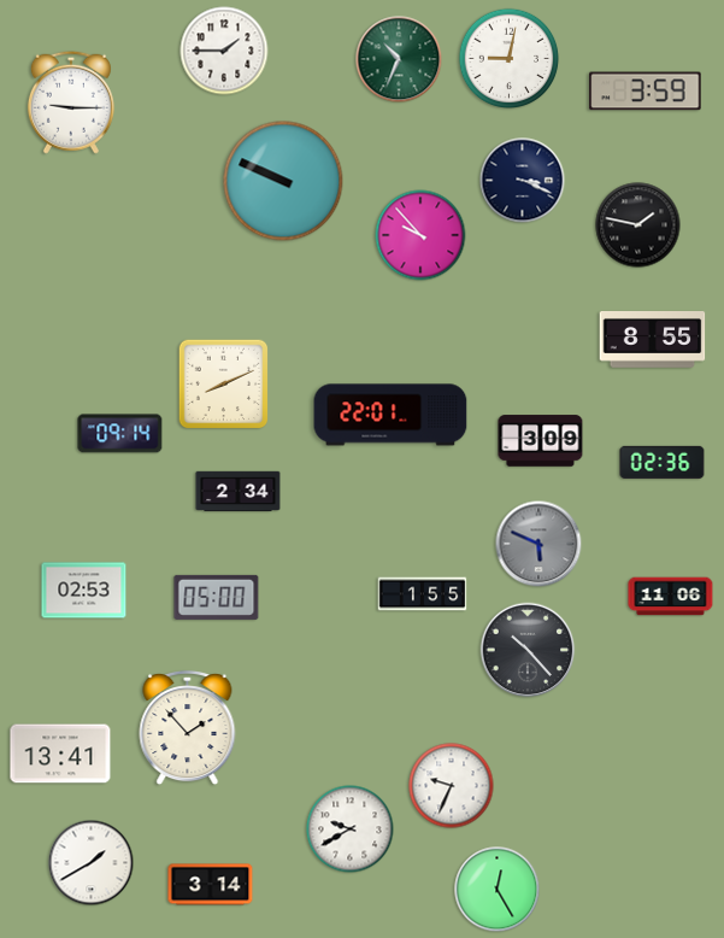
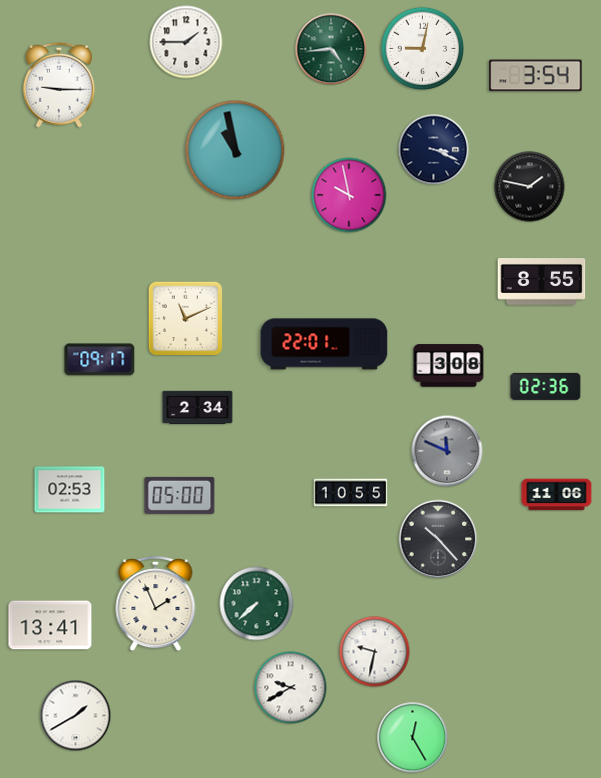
clock at (399, 59): 10:34 -> 4:44
clock at (646, 92): 3:59 -> 3:54
clock at (283, 181): 9:49 -> 10:58
clock at (420, 235): 9:53 -> 9:58
clock at (224, 385): 8:11 -> 11:11
clock at (120, 434): 09:14 -> 09:17
clock at (541, 441): 3:09 -> 3:08
clock at (663, 462) position: (663, 462) -> (546, 386)
clock at (538, 544): 5:49 -> 11:49
clock at (423, 594): 1:55 -> 10:55
clock at (188, 728): 1:53 -> 1:56
clock at (257, 604): none -> 7:38
clock at (452, 786): 9:34 -> 9:32
clock at (211, 885): 3:14 -> none
